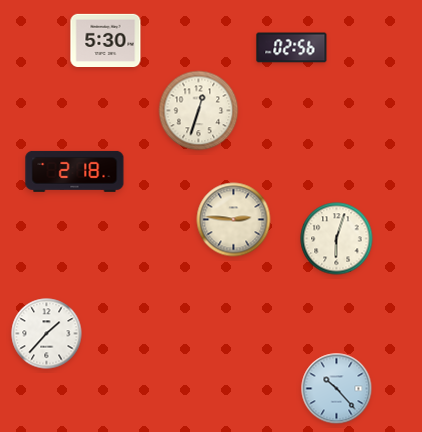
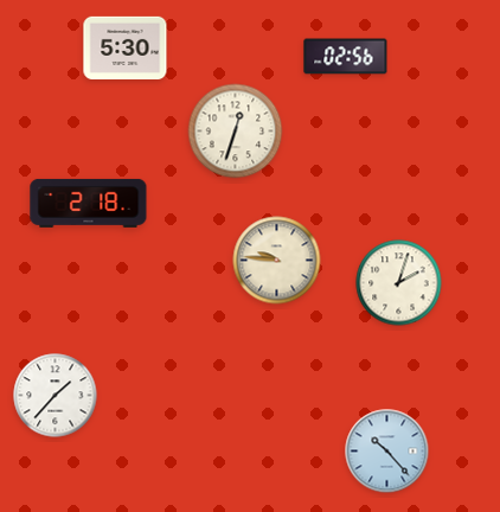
clock at (234, 220): 2:46 -> 9:46
clock at (337, 239): 6:03 -> 2:03
clock at (337, 389) position: (337, 389) -> (387, 452)
